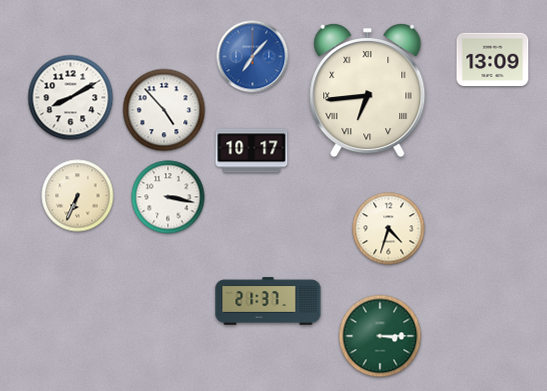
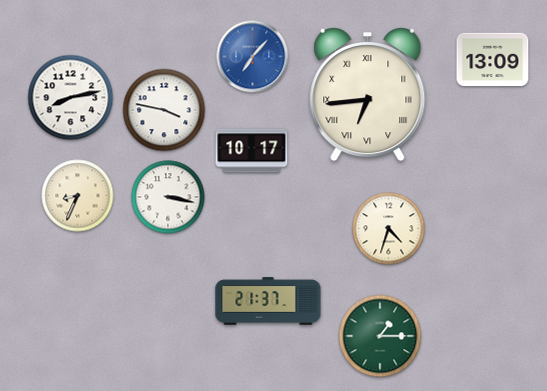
clock at (368, 91) position: (368, 91) -> (368, 95)
clock at (71, 98): 8:10 -> 8:13
clock at (164, 110): 4:53 -> 3:47
clock at (78, 196): 6:34 -> 8:34
clock at (380, 336): 3:15 -> 1:15
